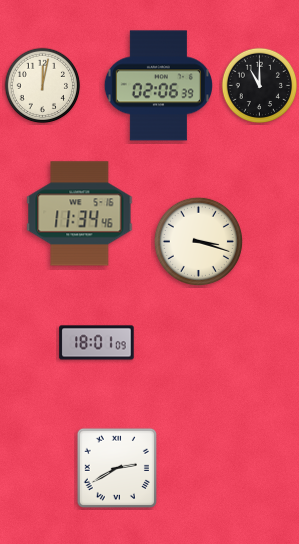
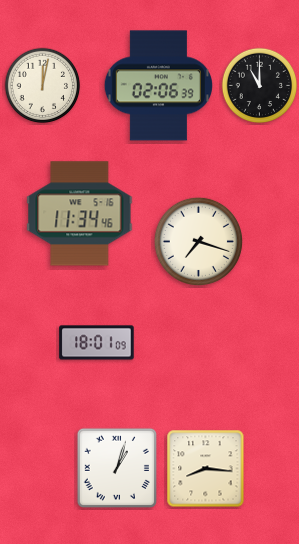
clock at (198, 241): 3:18 -> 7:18
clock at (117, 468): 2:40 -> 1:03
clock at (206, 469): none -> 8:16
